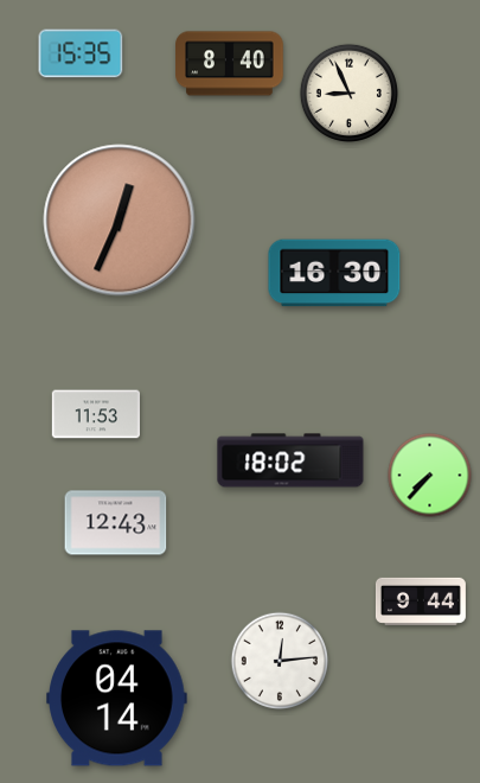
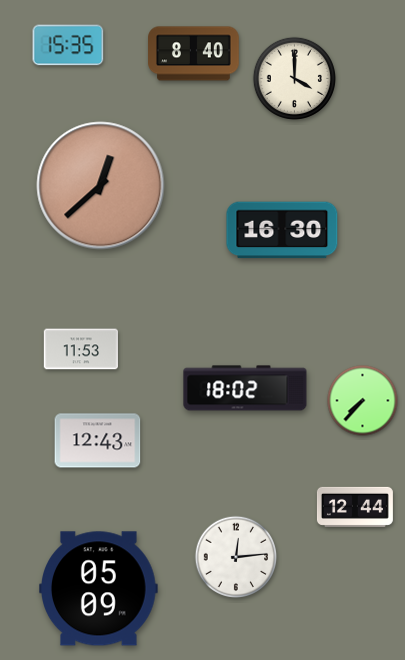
clock at (348, 93): 8:56 -> 4:00
clock at (120, 221): 12:34 -> 12:38
clock at (421, 601): 9:44 -> 12:44
clock at (117, 699): 04:14 -> 05:09
